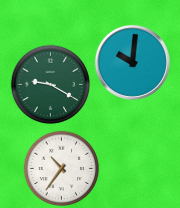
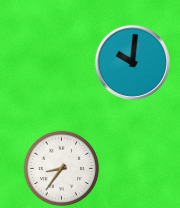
clock at (51, 85): 9:20 -> none
clock at (62, 169): 10:36 -> 8:36
